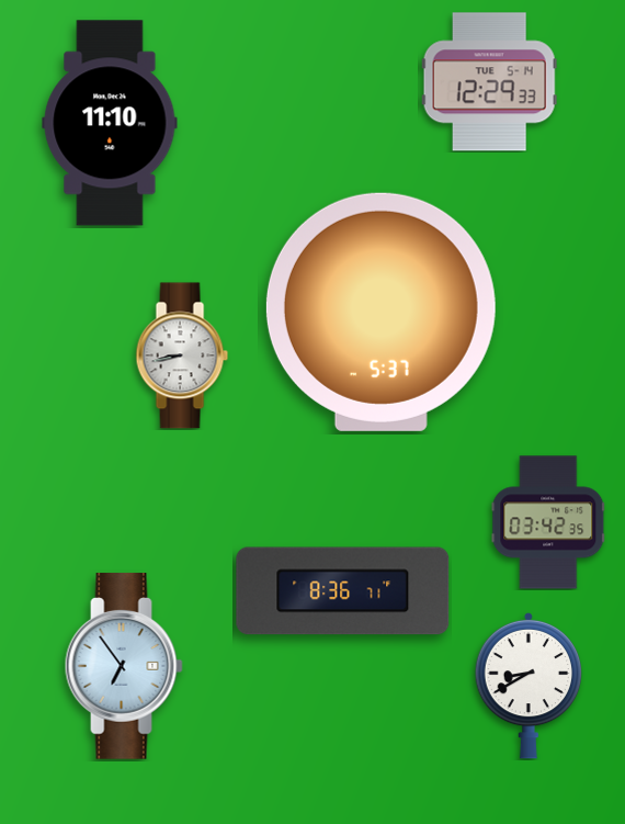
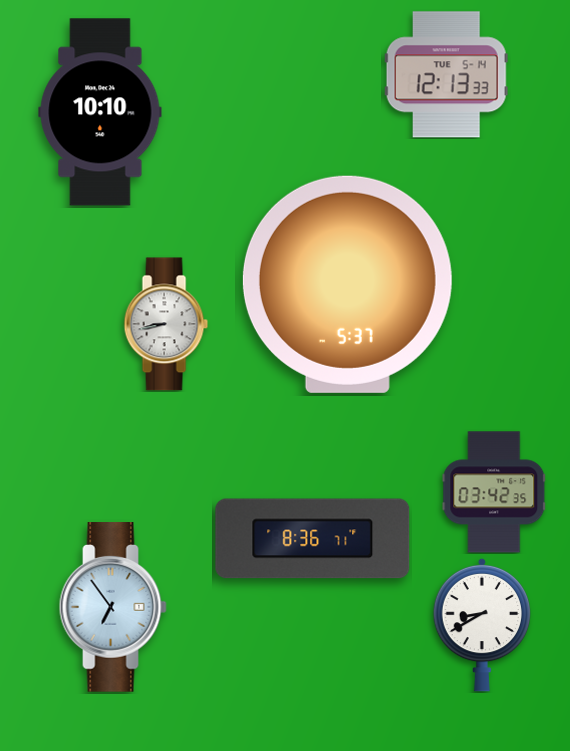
clock at (489, 82): 12:29 -> 12:13
clock at (110, 123): 11:10 -> 10:10
clock at (548, 522) position: (548, 522) -> (494, 492)
